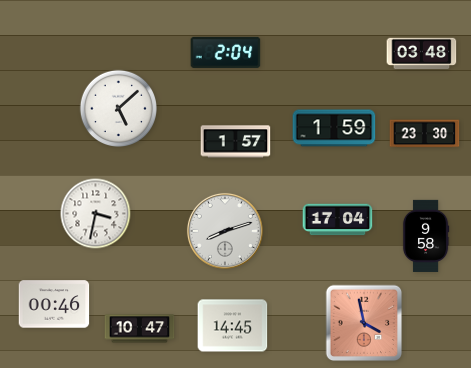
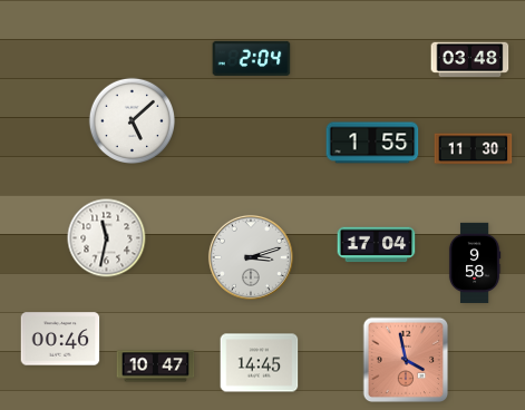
clock at (334, 128): 1:59 -> 1:55
clock at (425, 134): 23:30 -> 11:30
clock at (236, 142): 1:57 -> none
clock at (96, 214): 3:32 -> 11:32
clock at (225, 231): 8:12 -> 3:12
